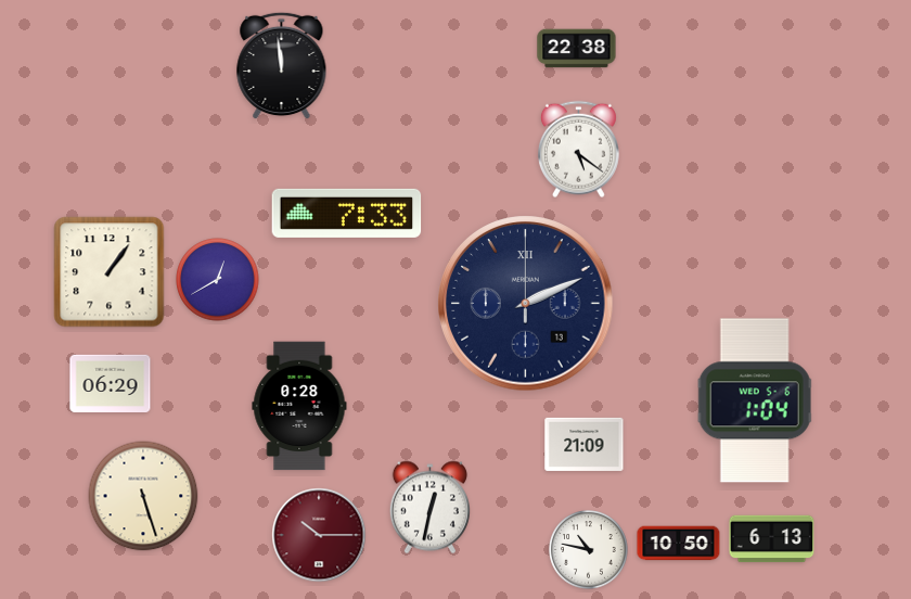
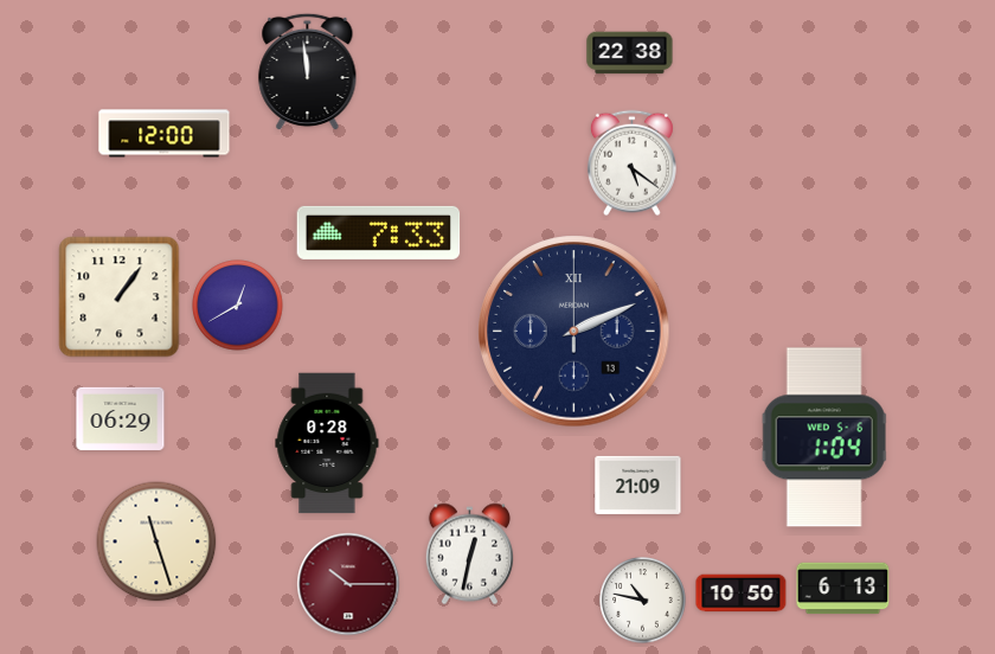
clock at (165, 134): none -> 12:00
clock at (143, 496): 5:27 -> 11:27
